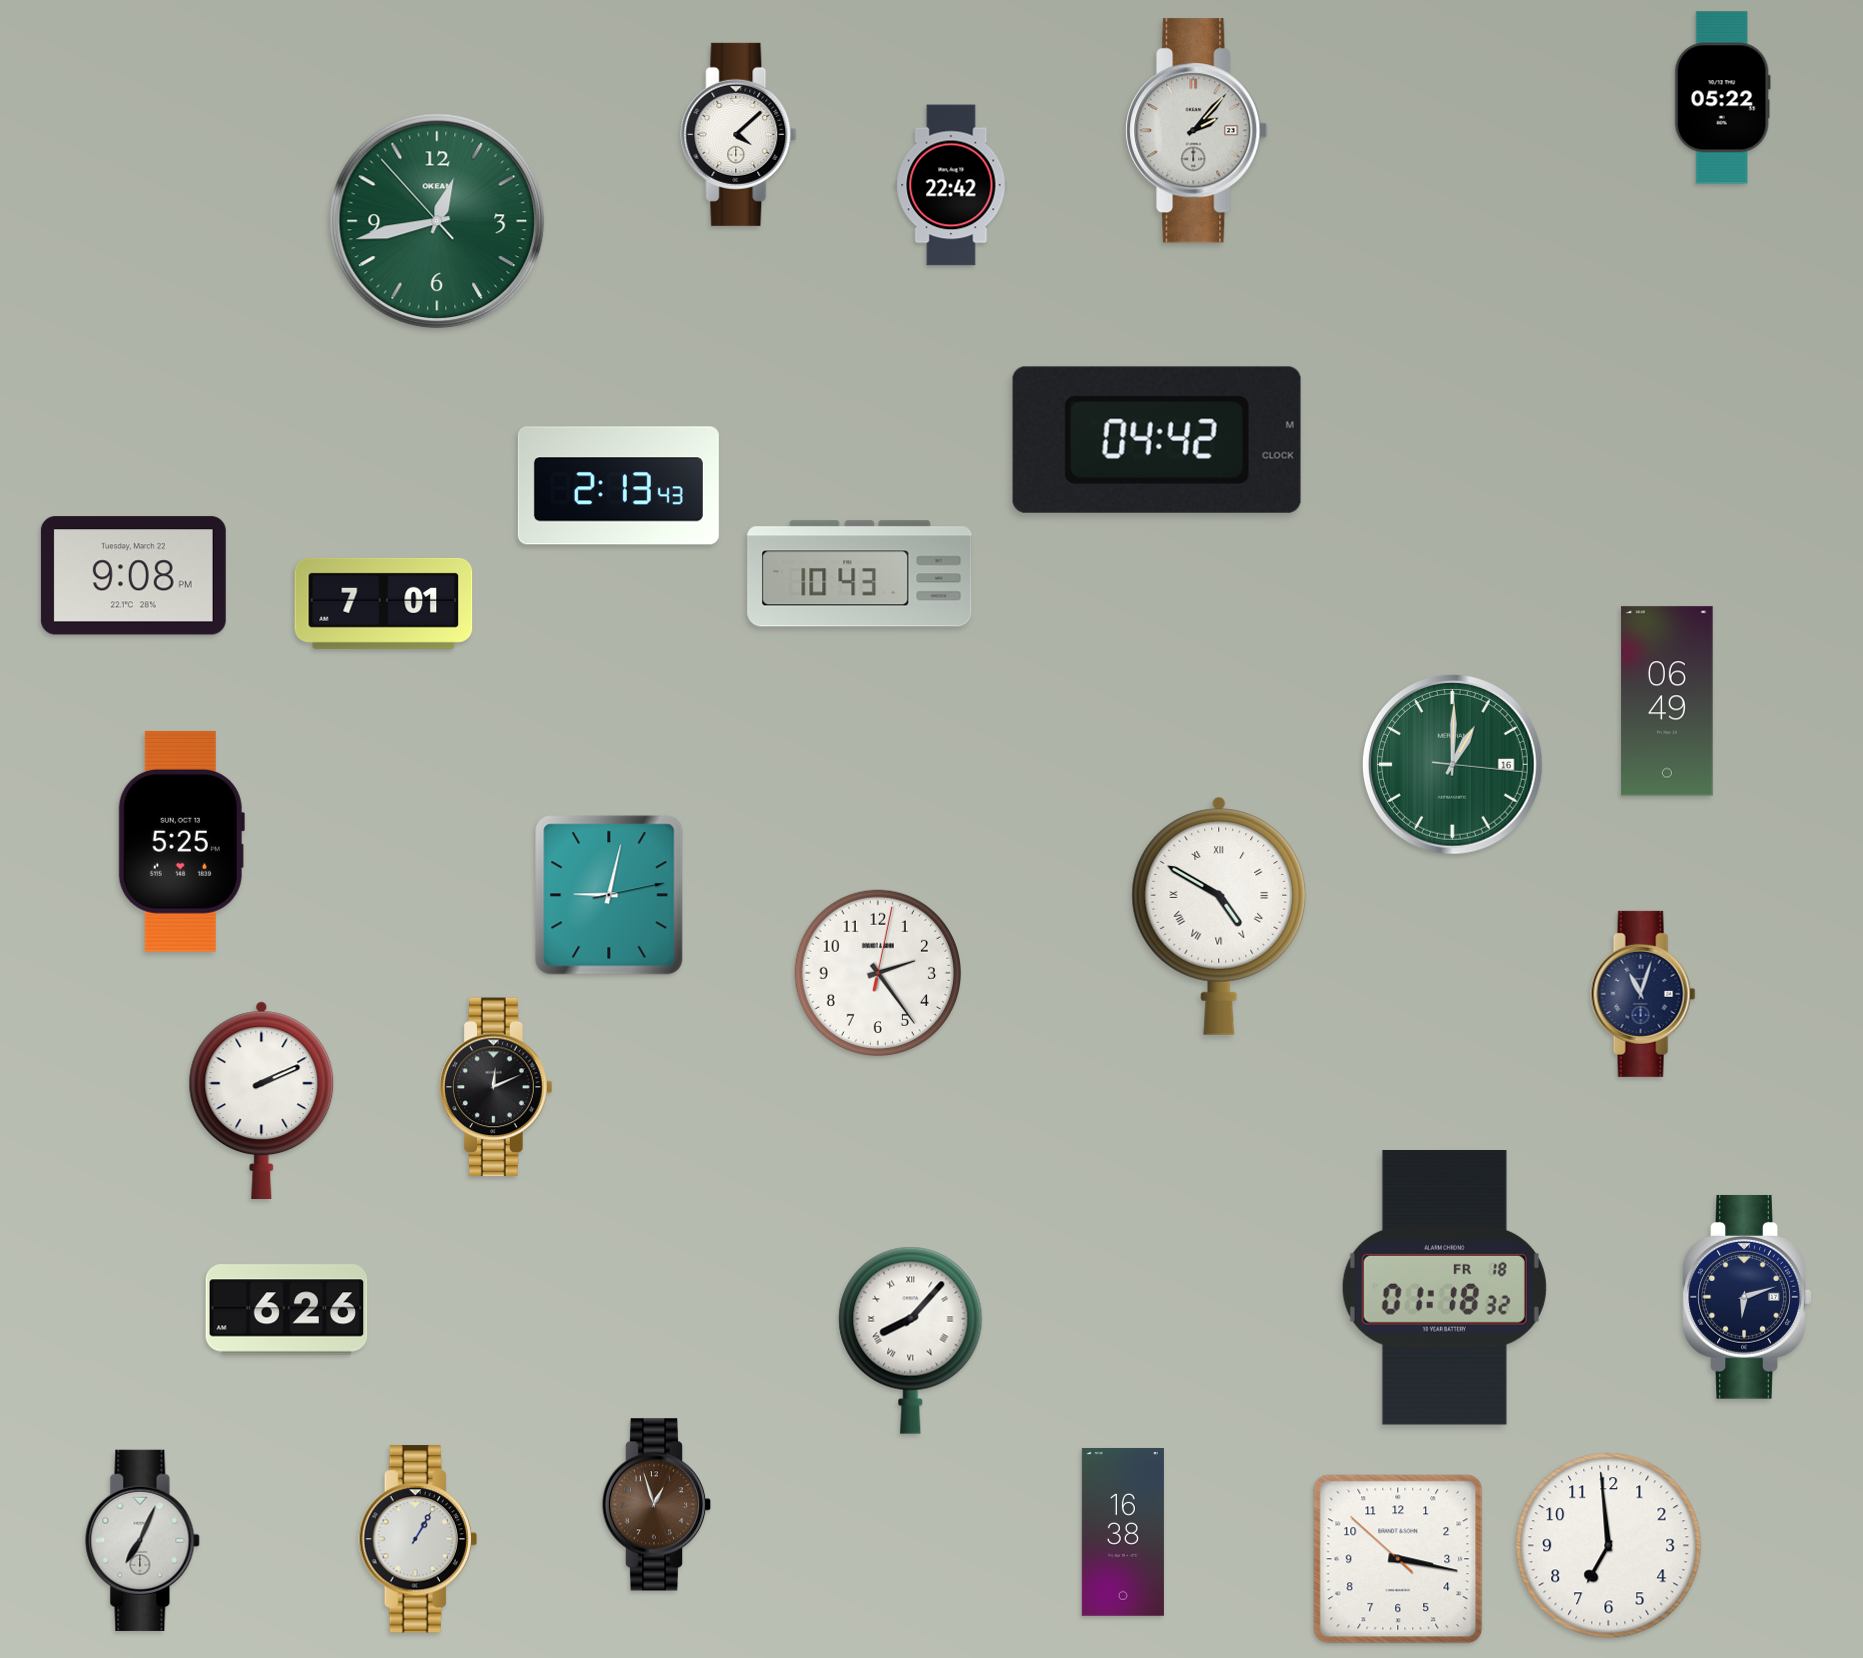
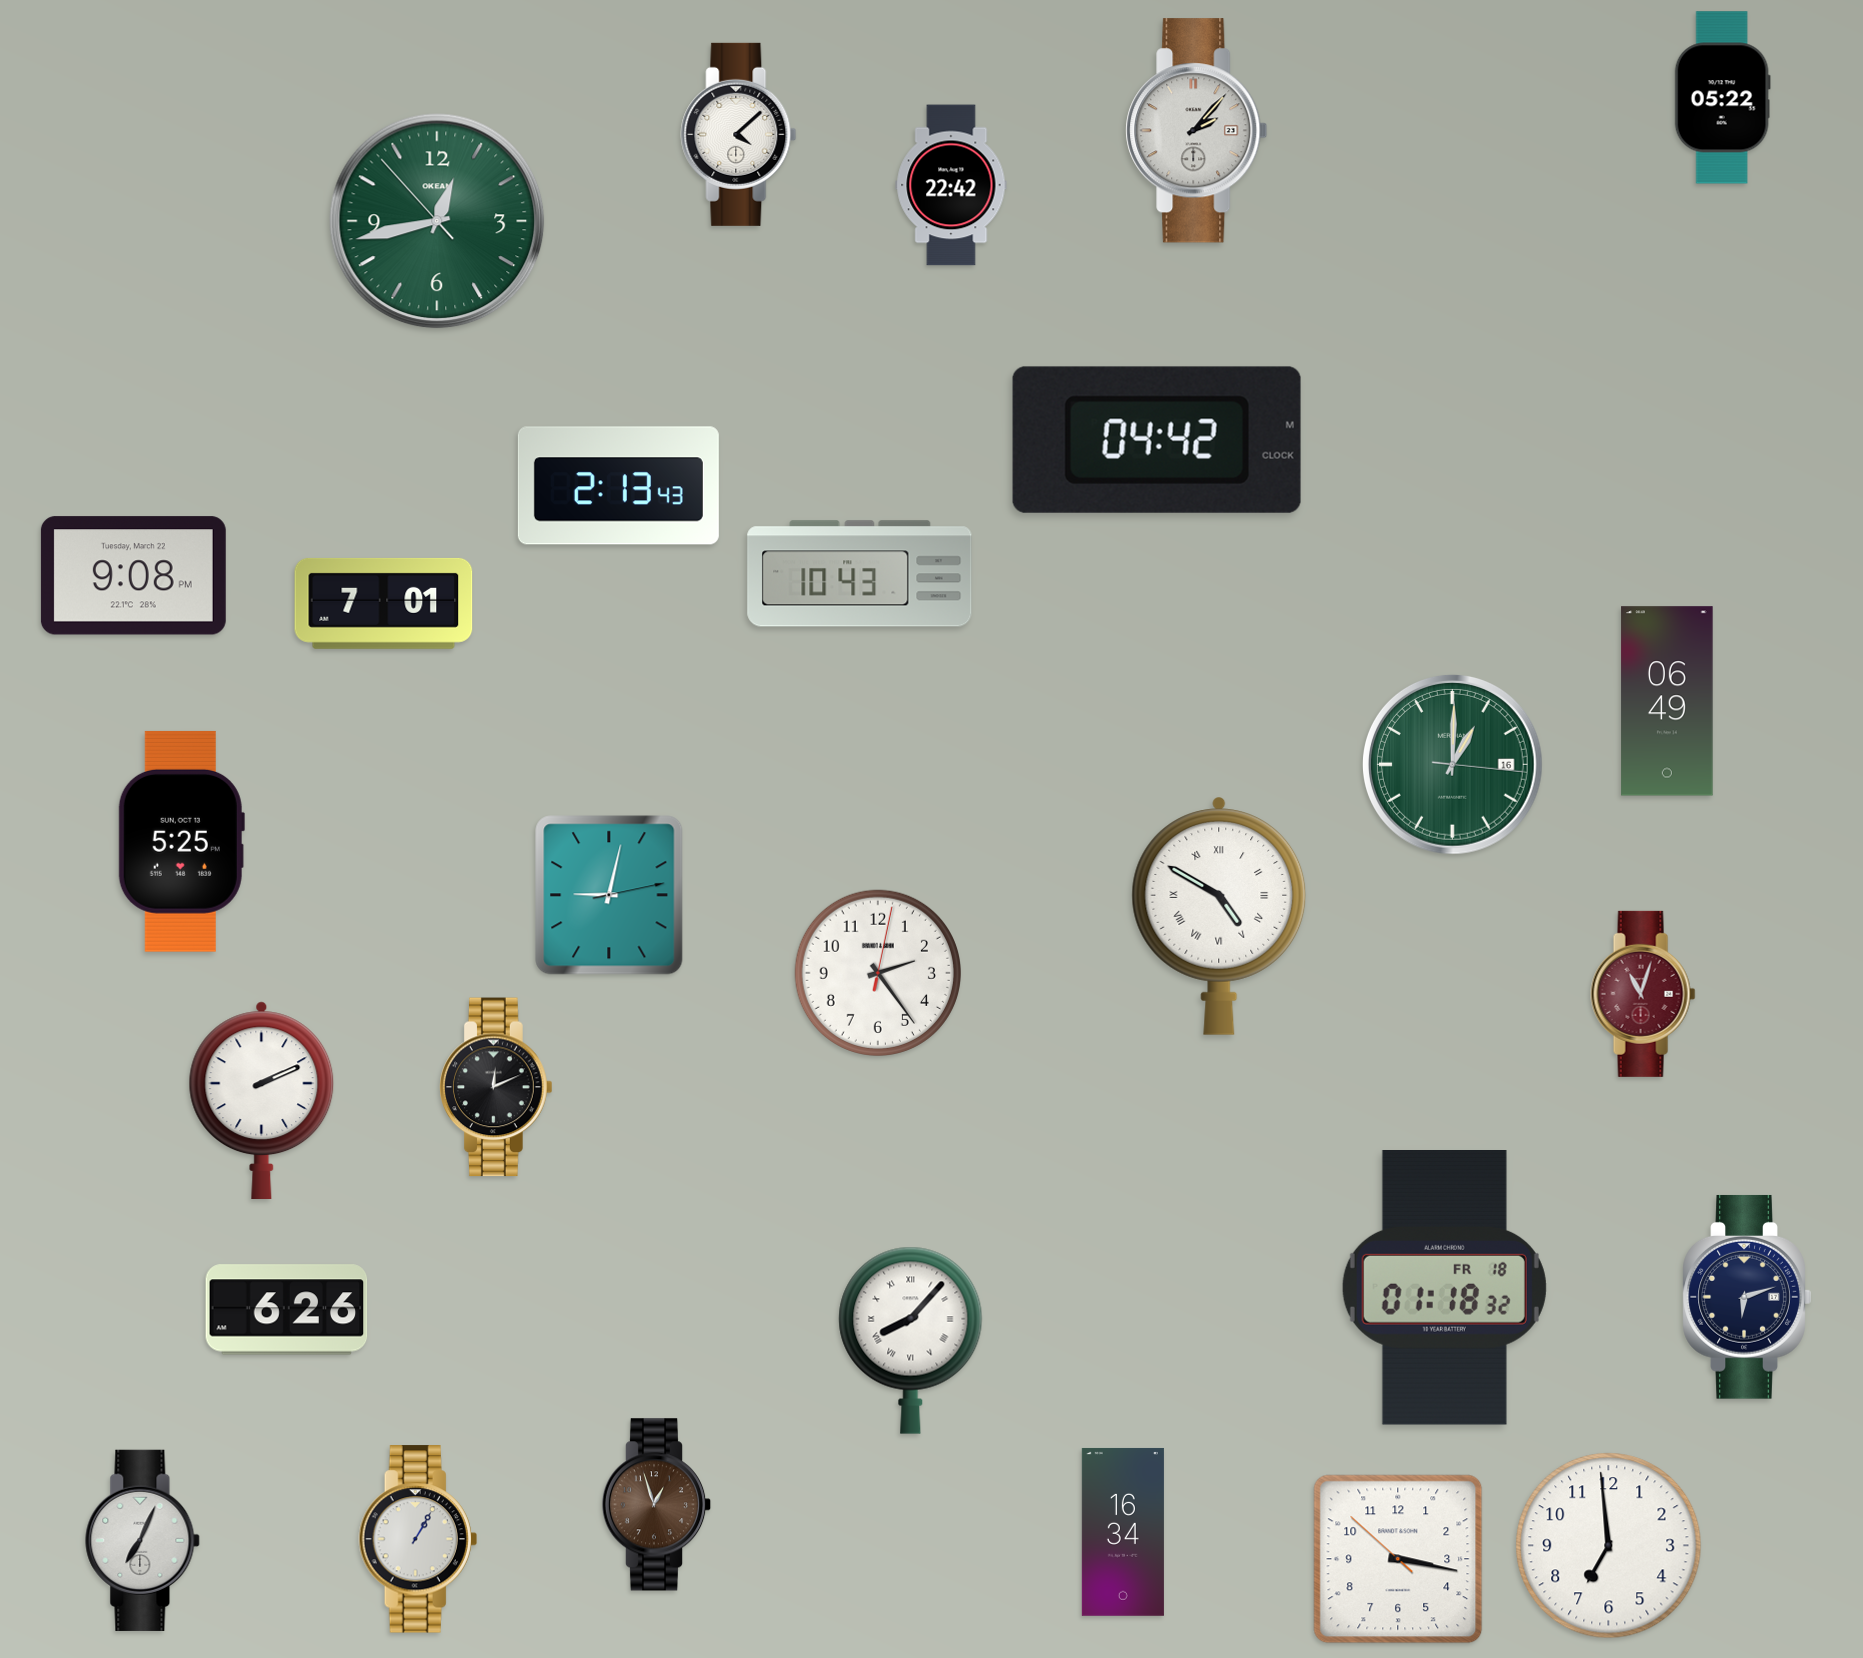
clock at (1643, 994) dial: navy -> burgundy
clock at (1123, 1532): 16:38 -> 16:34
